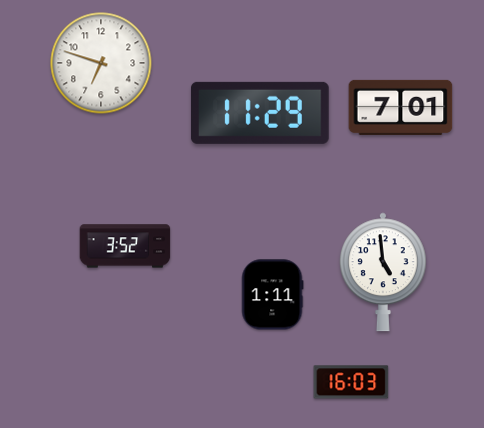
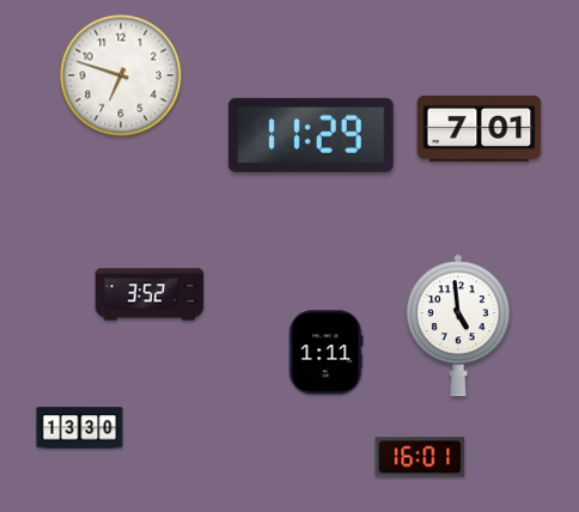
clock at (80, 428): none -> 13:30
clock at (351, 382): 16:03 -> 16:01
